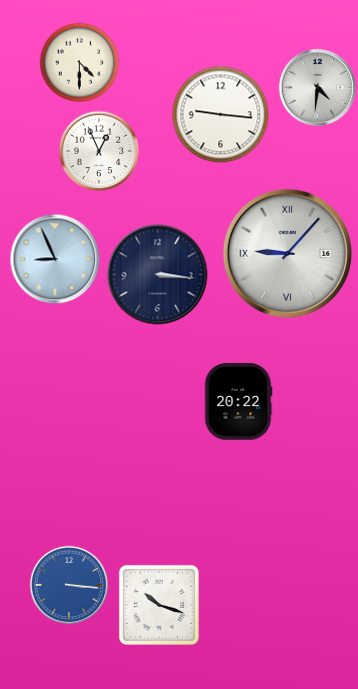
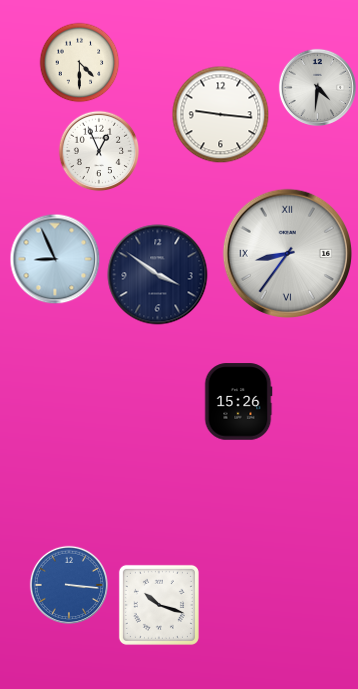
clock at (287, 253): 9:07 -> 8:36
clock at (158, 275): 3:16 -> 3:51
clock at (238, 402): 20:22 -> 15:26
